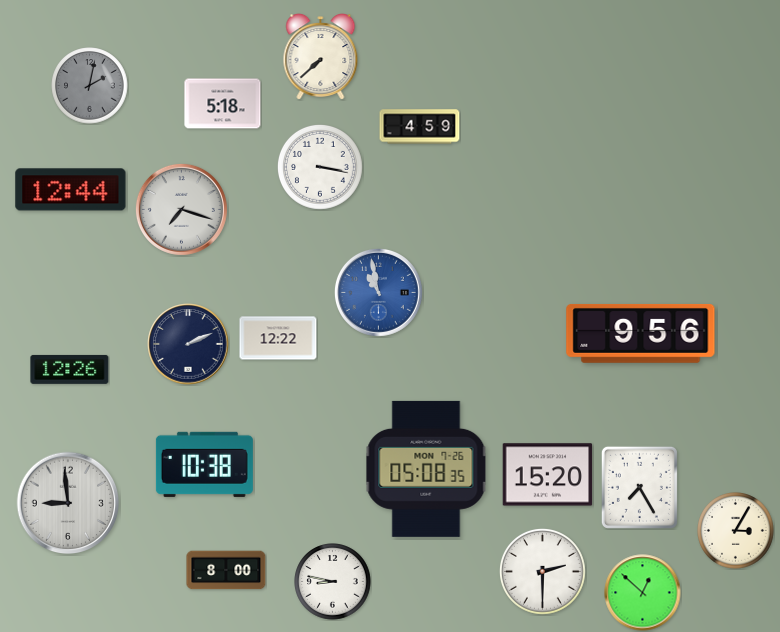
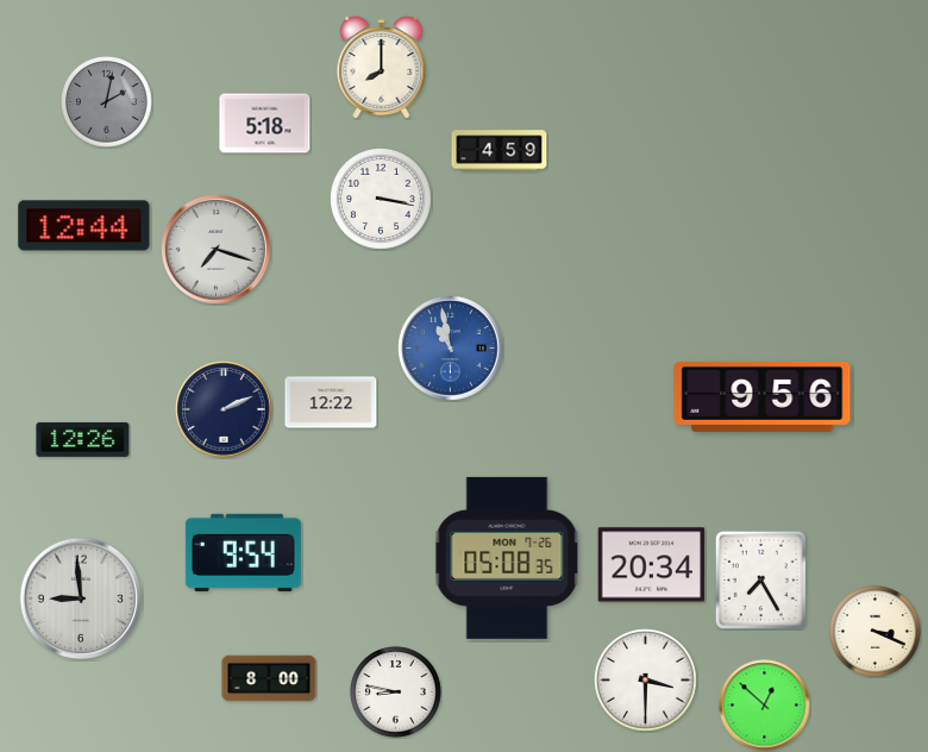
clock at (321, 57): 7:38 -> 8:00
clock at (204, 464): 10:38 -> 9:54
clock at (548, 475): 15:20 -> 20:34
clock at (736, 531): 3:05 -> 3:19
clock at (542, 571): 2:30 -> 3:30
